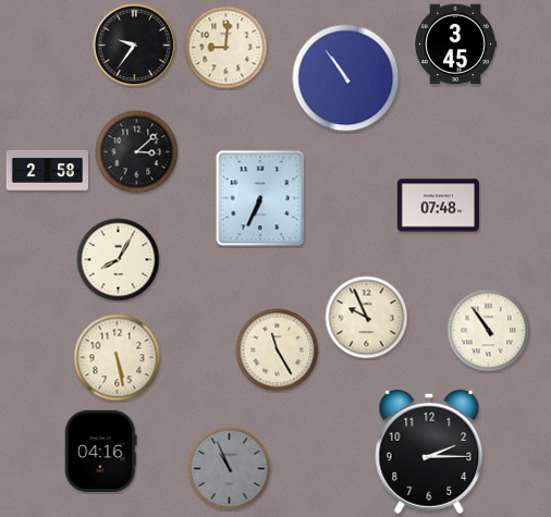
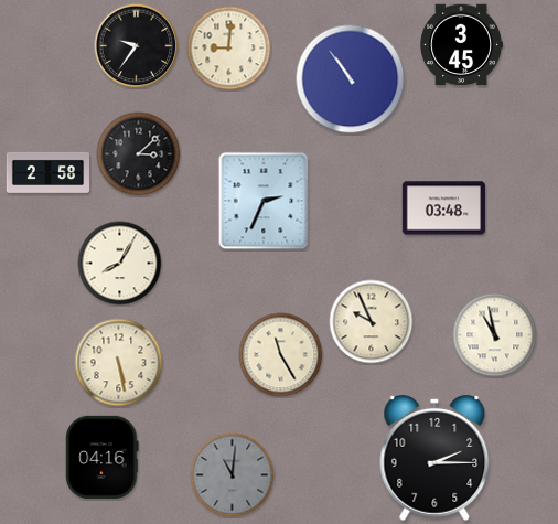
clock at (260, 198): 6:34 -> 2:34
clock at (438, 206): 07:48 -> 03:48
clock at (489, 331): 10:54 -> 10:58
clock at (230, 469): 10:56 -> 11:01
